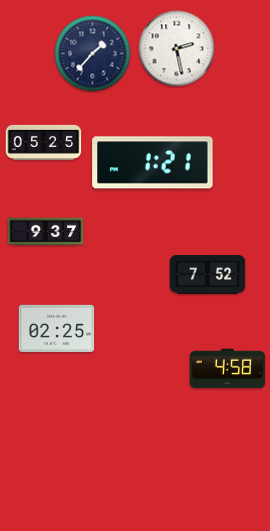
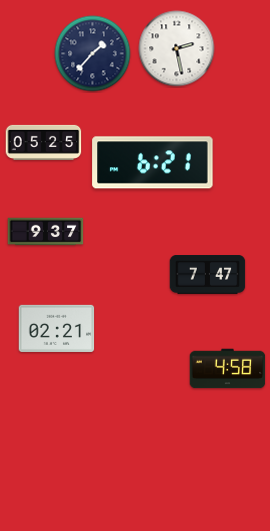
clock at (153, 163): 1:21 -> 6:21
clock at (208, 275): 7:52 -> 7:47
clock at (57, 328): 02:25 -> 02:21
